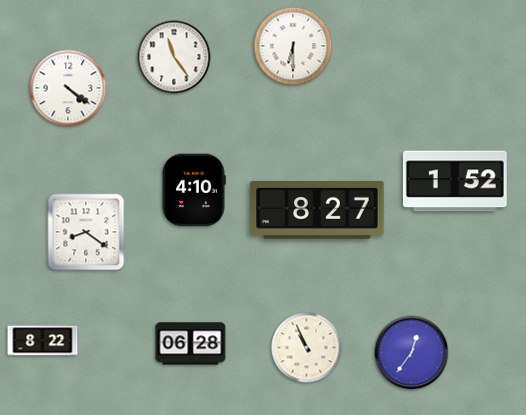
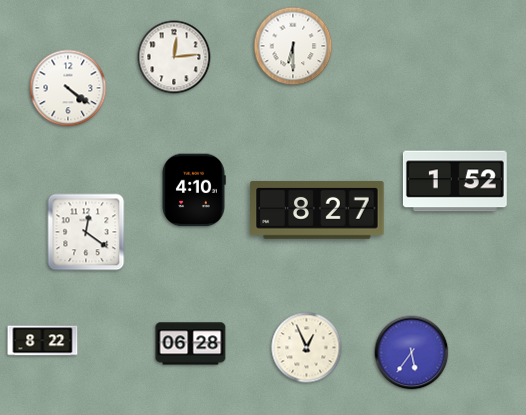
clock at (174, 57): 11:24 -> 12:14
clock at (86, 232): 8:21 -> 12:21
clock at (307, 348): 10:56 -> 12:56
clock at (412, 353): 12:36 -> 5:36
